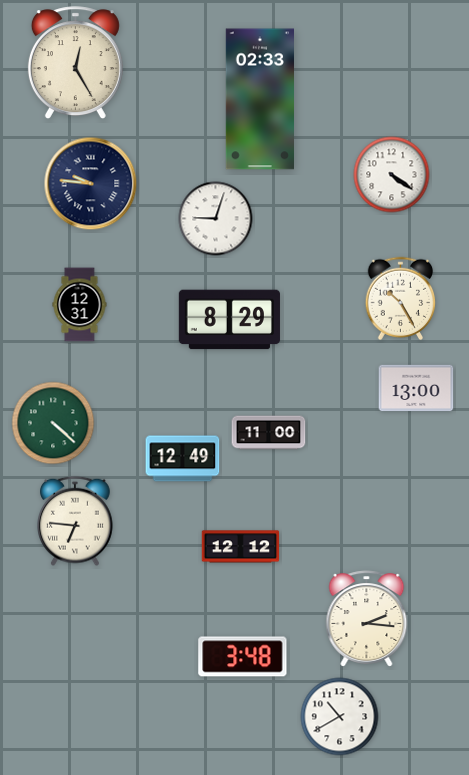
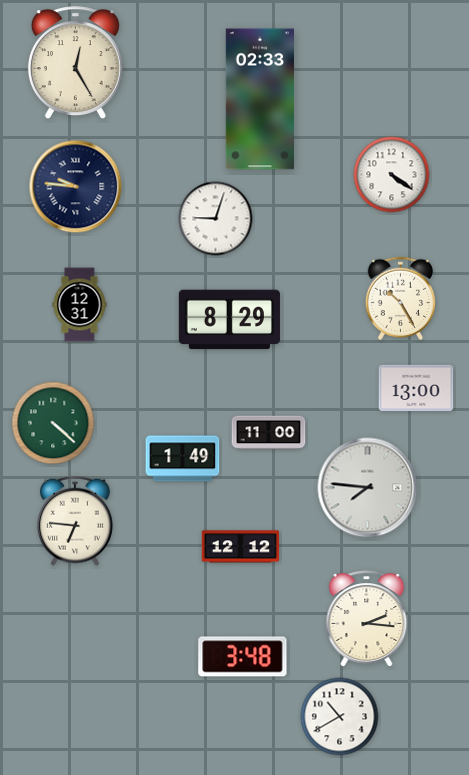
clock at (91, 184) position: (91, 184) -> (76, 187)
clock at (183, 459): 12:49 -> 1:49
clock at (368, 488): none -> 7:46
